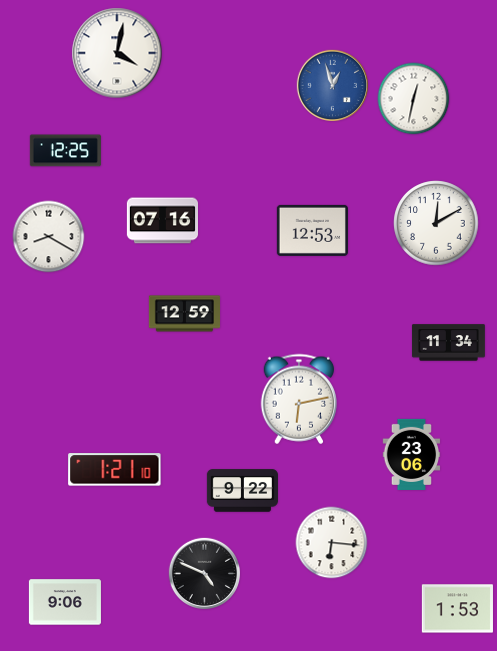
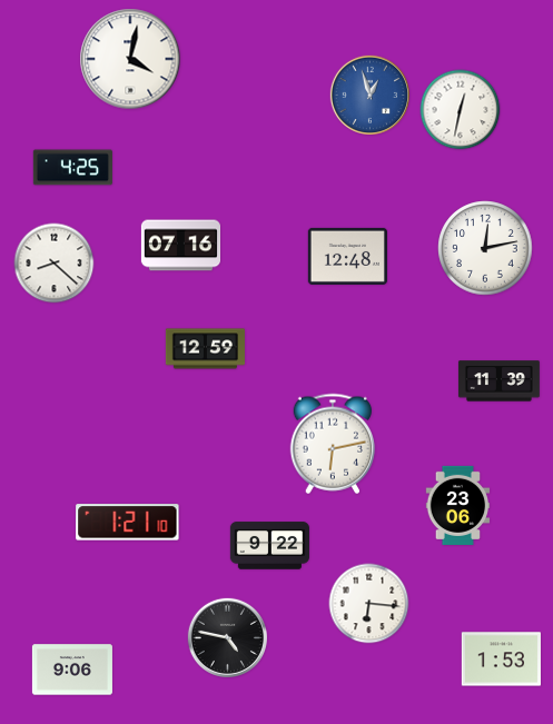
clock at (65, 151): 12:25 -> 4:25
clock at (436, 223): 12:10 -> 12:13
clock at (312, 230): 12:53 -> 12:48
clock at (49, 237): 8:20 -> 8:22
clock at (448, 343): 11:34 -> 11:39
clock at (204, 573): 4:49 -> 4:47
clock at (457, 609) position: (457, 609) -> (501, 659)
